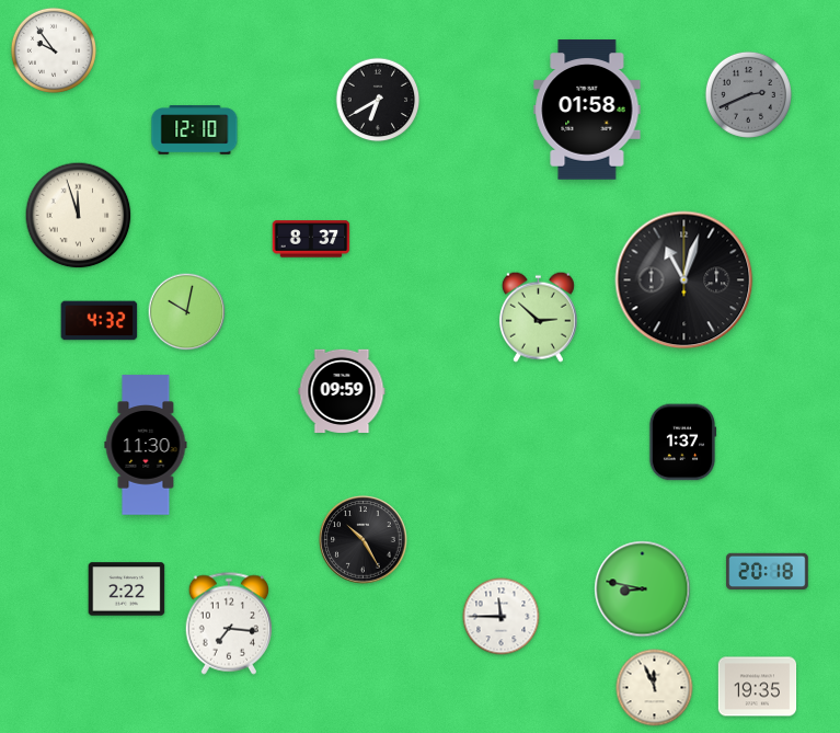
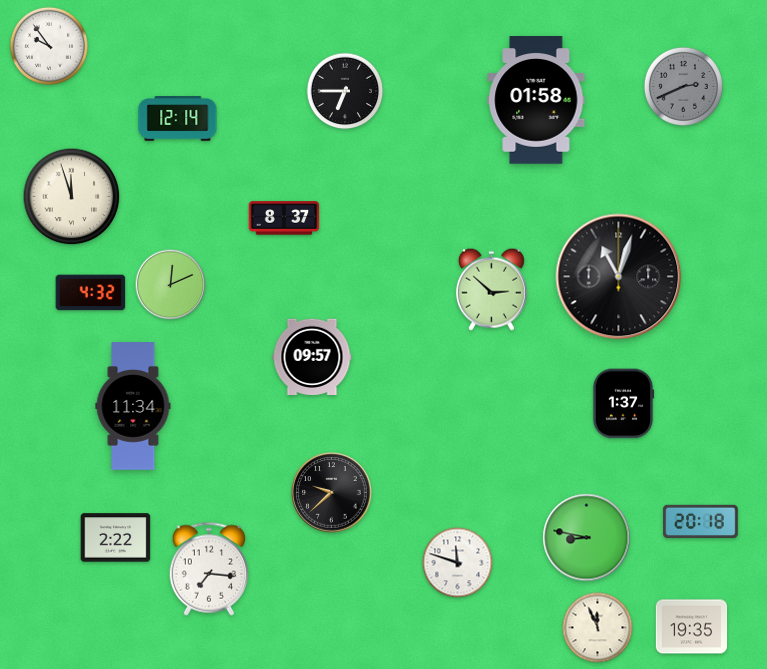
clock at (378, 100): 6:40 -> 6:45
clock at (195, 130): 12:10 -> 12:14
clock at (684, 280) position: (684, 280) -> (619, 277)
clock at (187, 312): 10:02 -> 12:11
clock at (342, 390): 09:59 -> 09:57
clock at (146, 445): 11:30 -> 11:34
clock at (364, 540): 10:25 -> 9:38
clock at (502, 617): 11:45 -> 11:48
